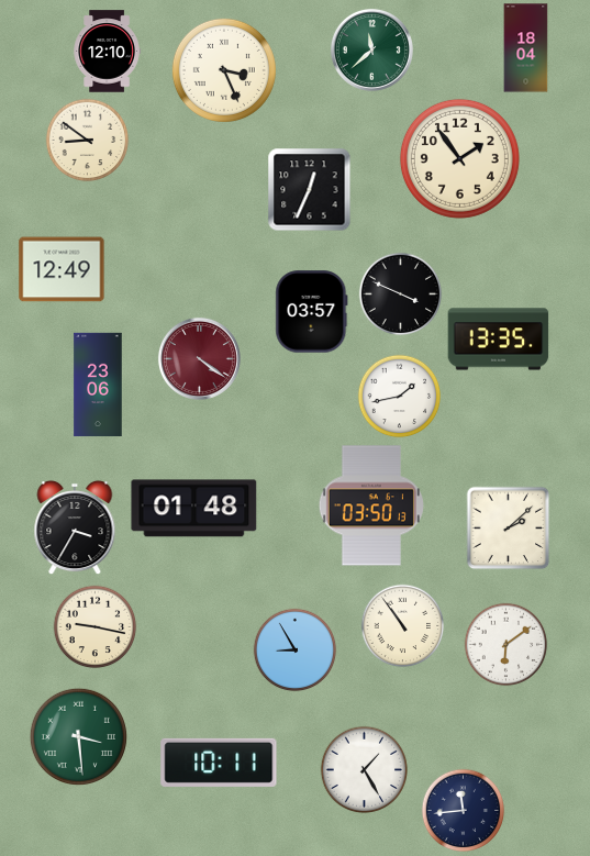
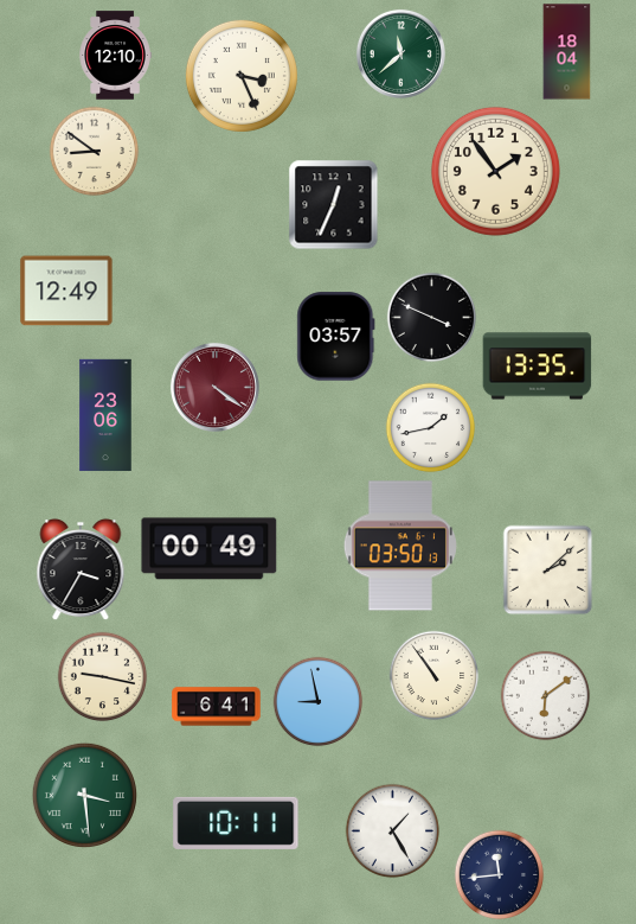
clock at (194, 509): 01:48 -> 00:49
clock at (296, 651): 8:55 -> 8:58
clock at (217, 707): none -> 6:41
